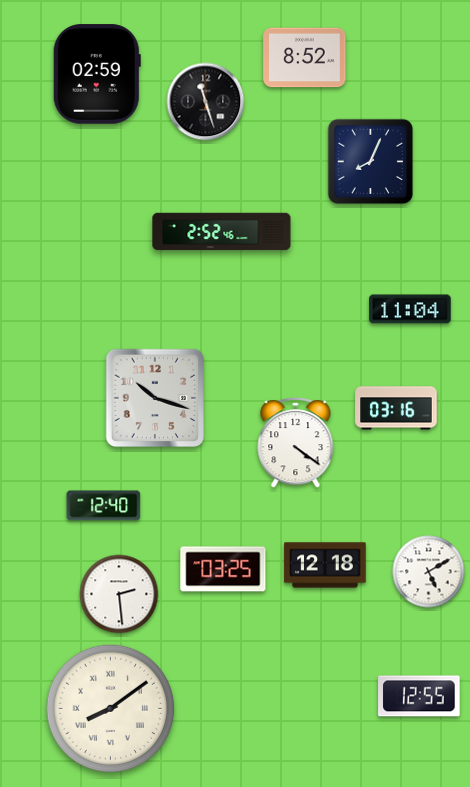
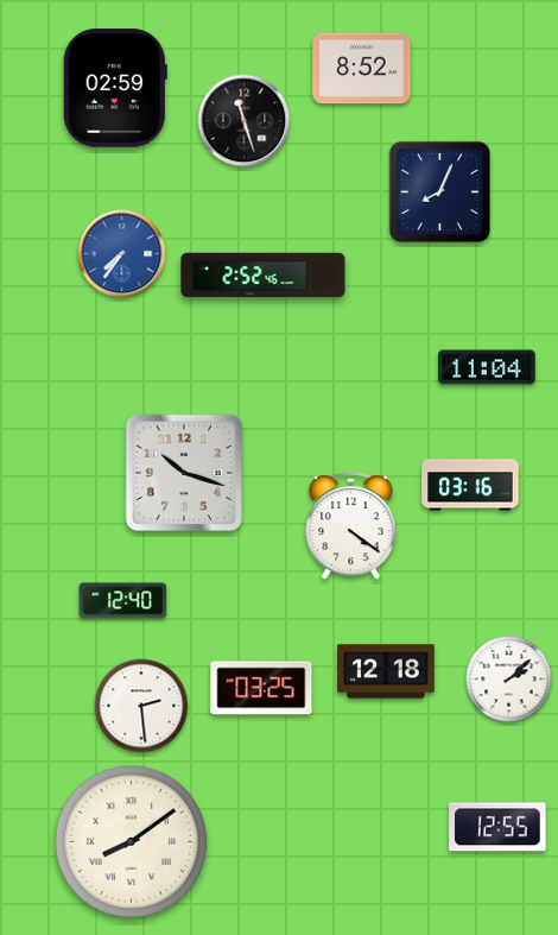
clock at (122, 254): none -> 7:36
clock at (223, 569) position: (223, 569) -> (261, 688)
clock at (429, 572): 5:10 -> 2:08
